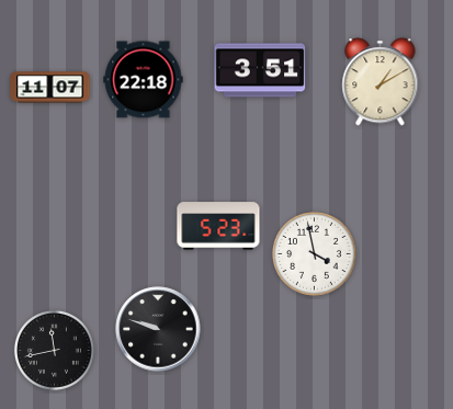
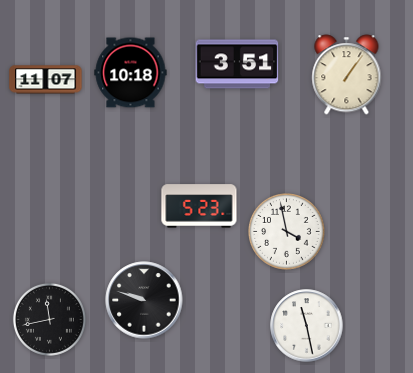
clock at (144, 80): 22:18 -> 10:18
clock at (381, 82): 1:10 -> 1:06
clock at (307, 326): none -> 11:28
